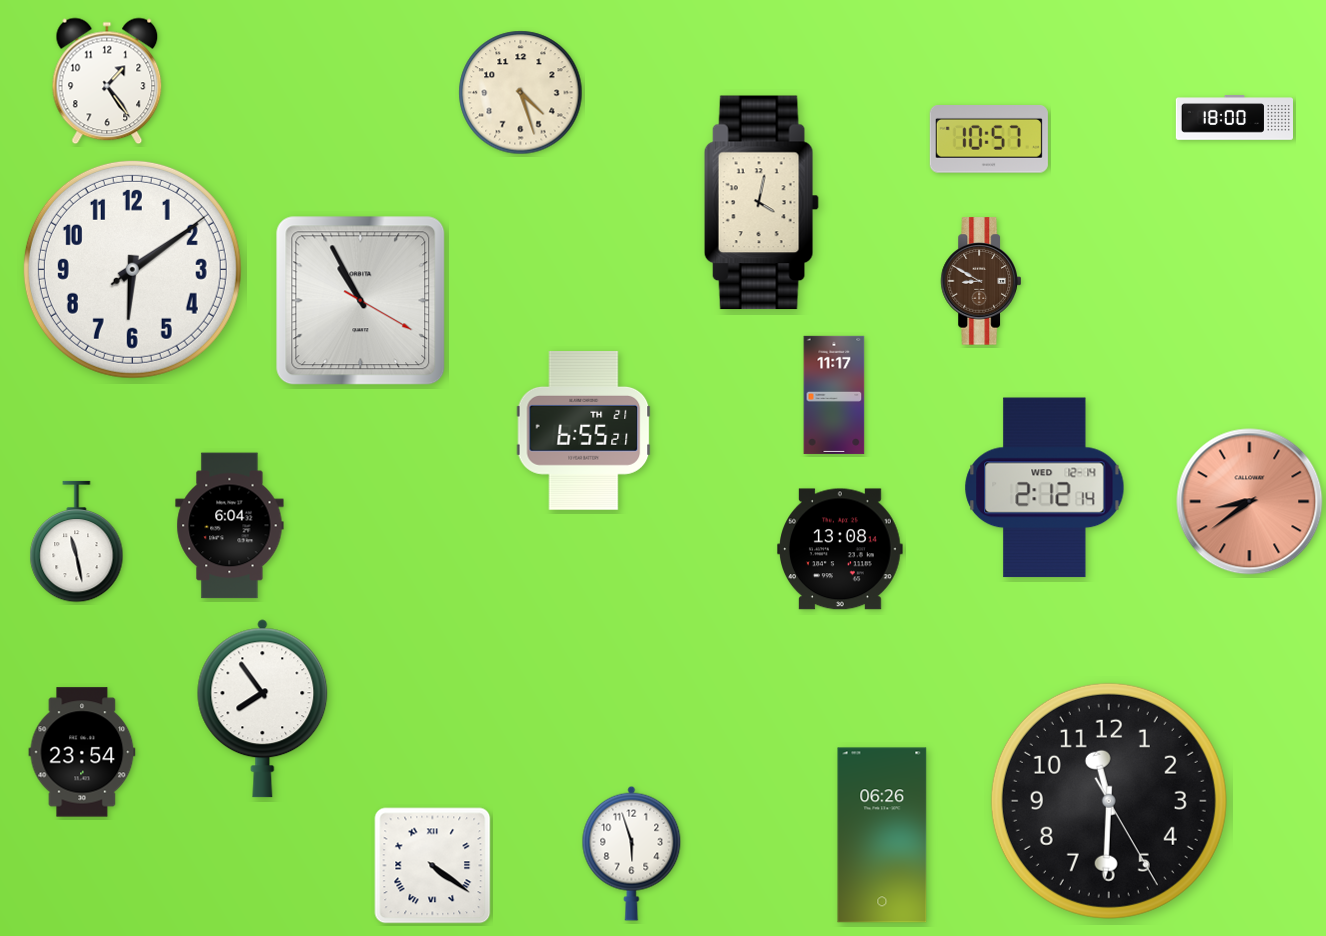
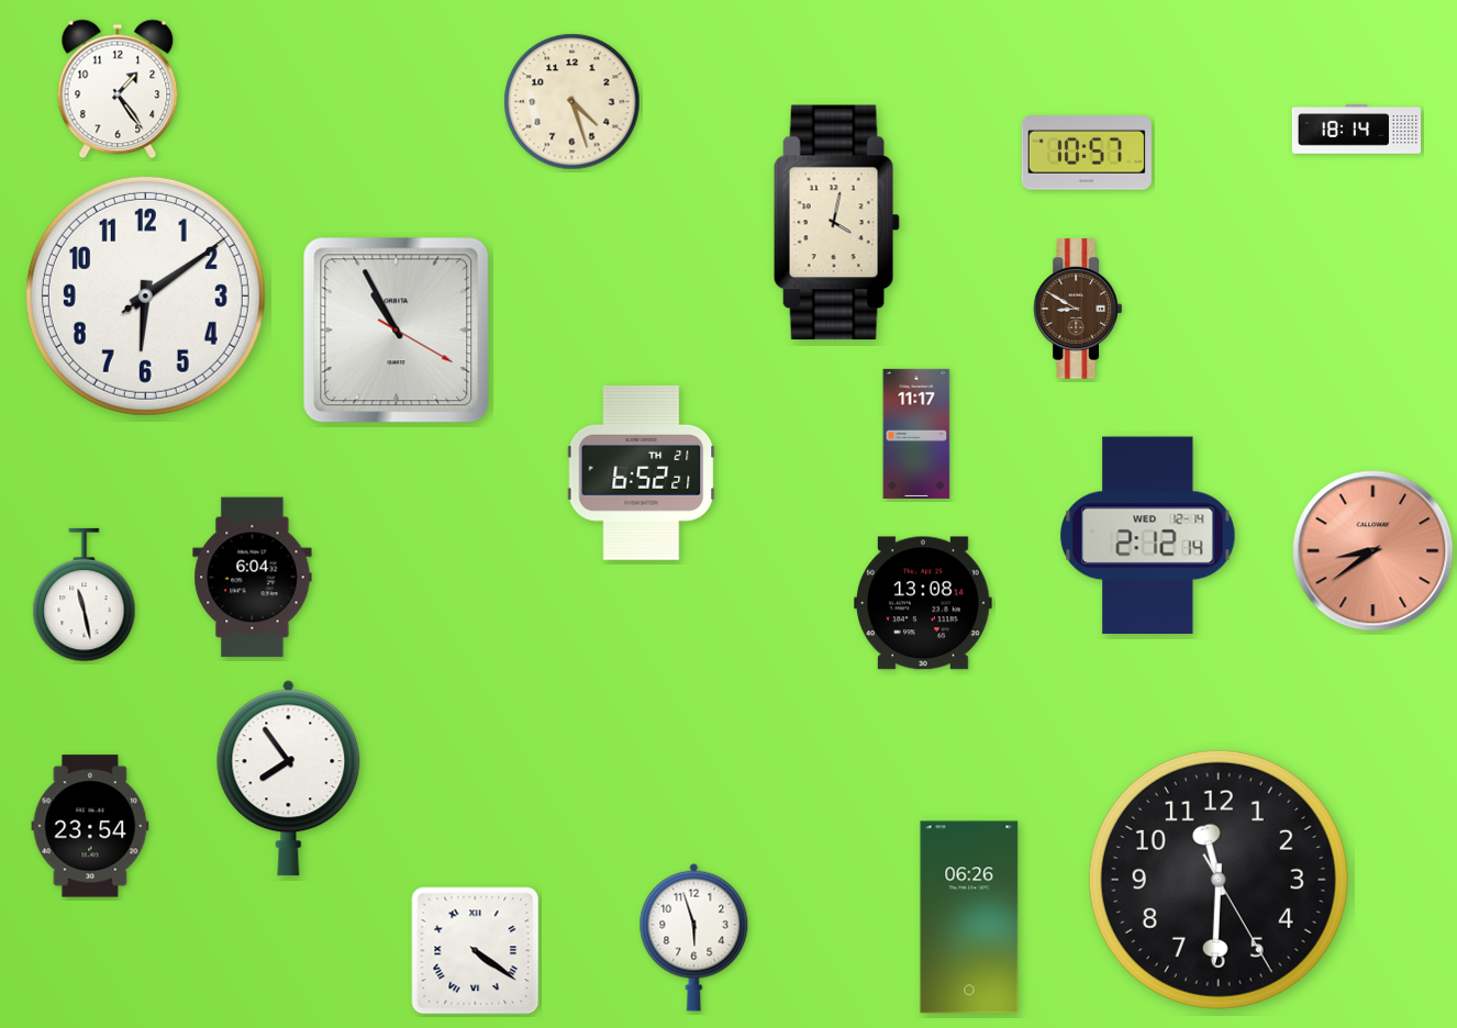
clock at (1234, 118): 18:00 -> 18:14
clock at (584, 431): 6:55 -> 6:52
